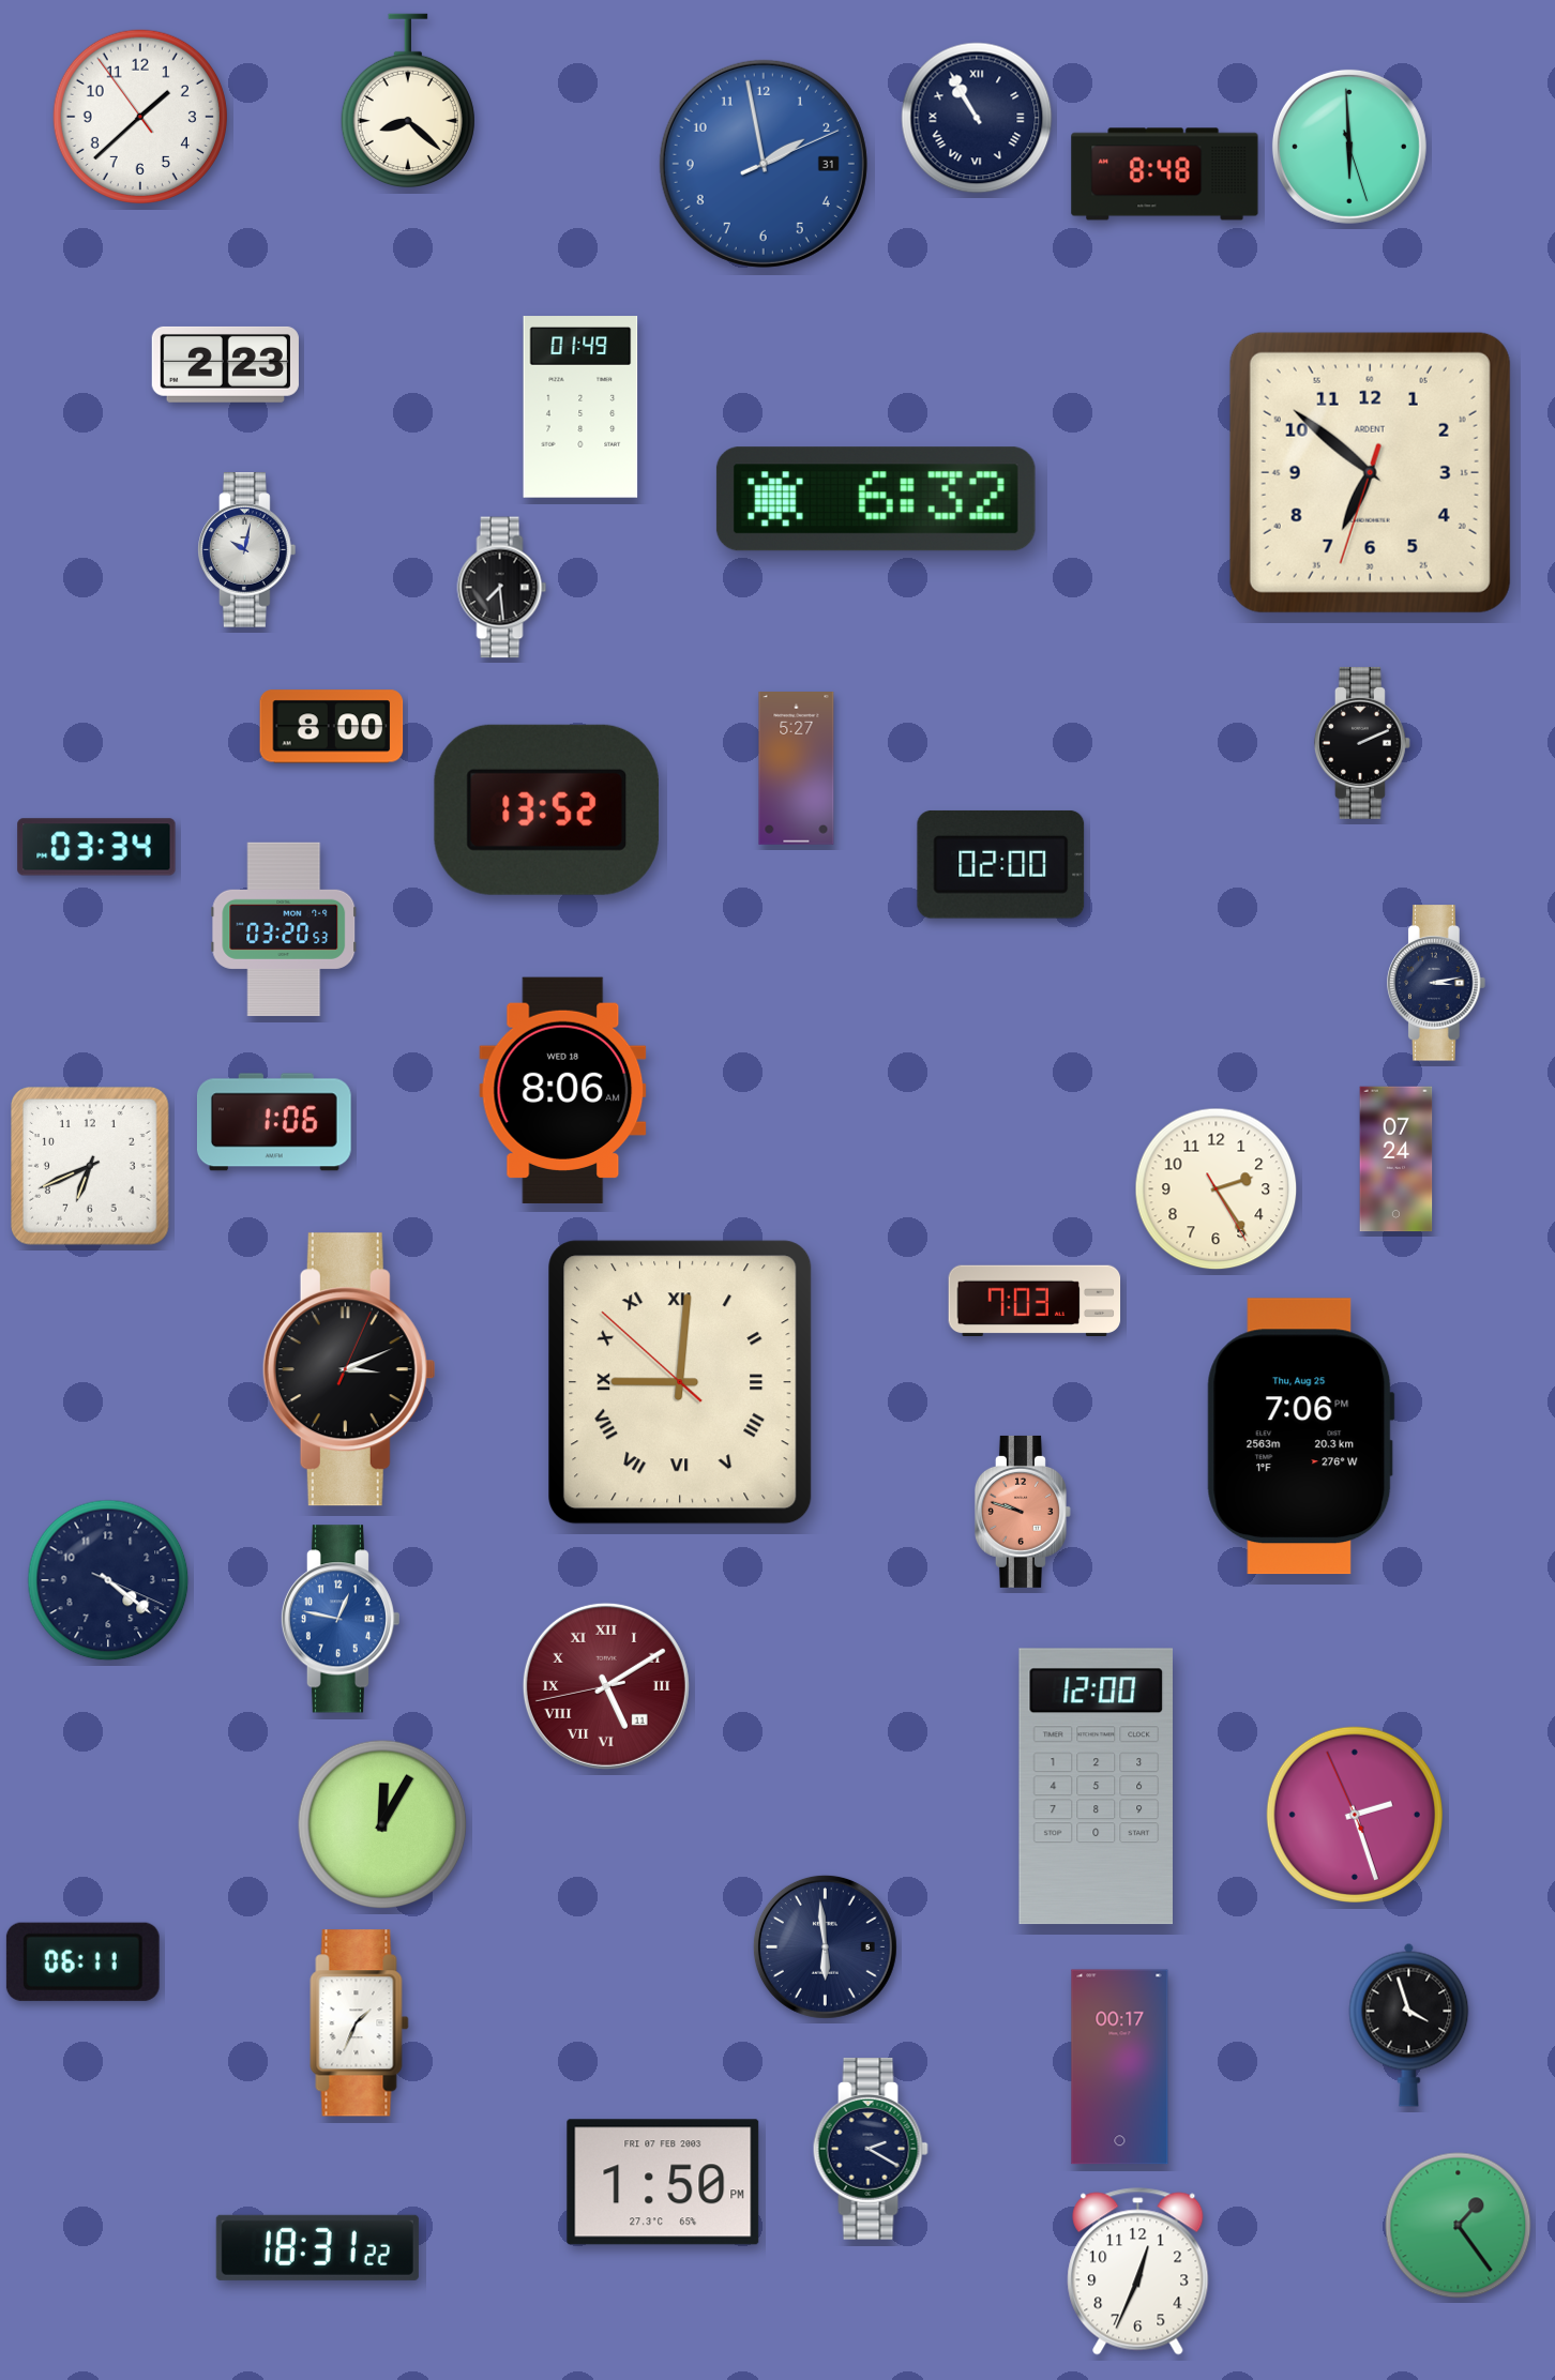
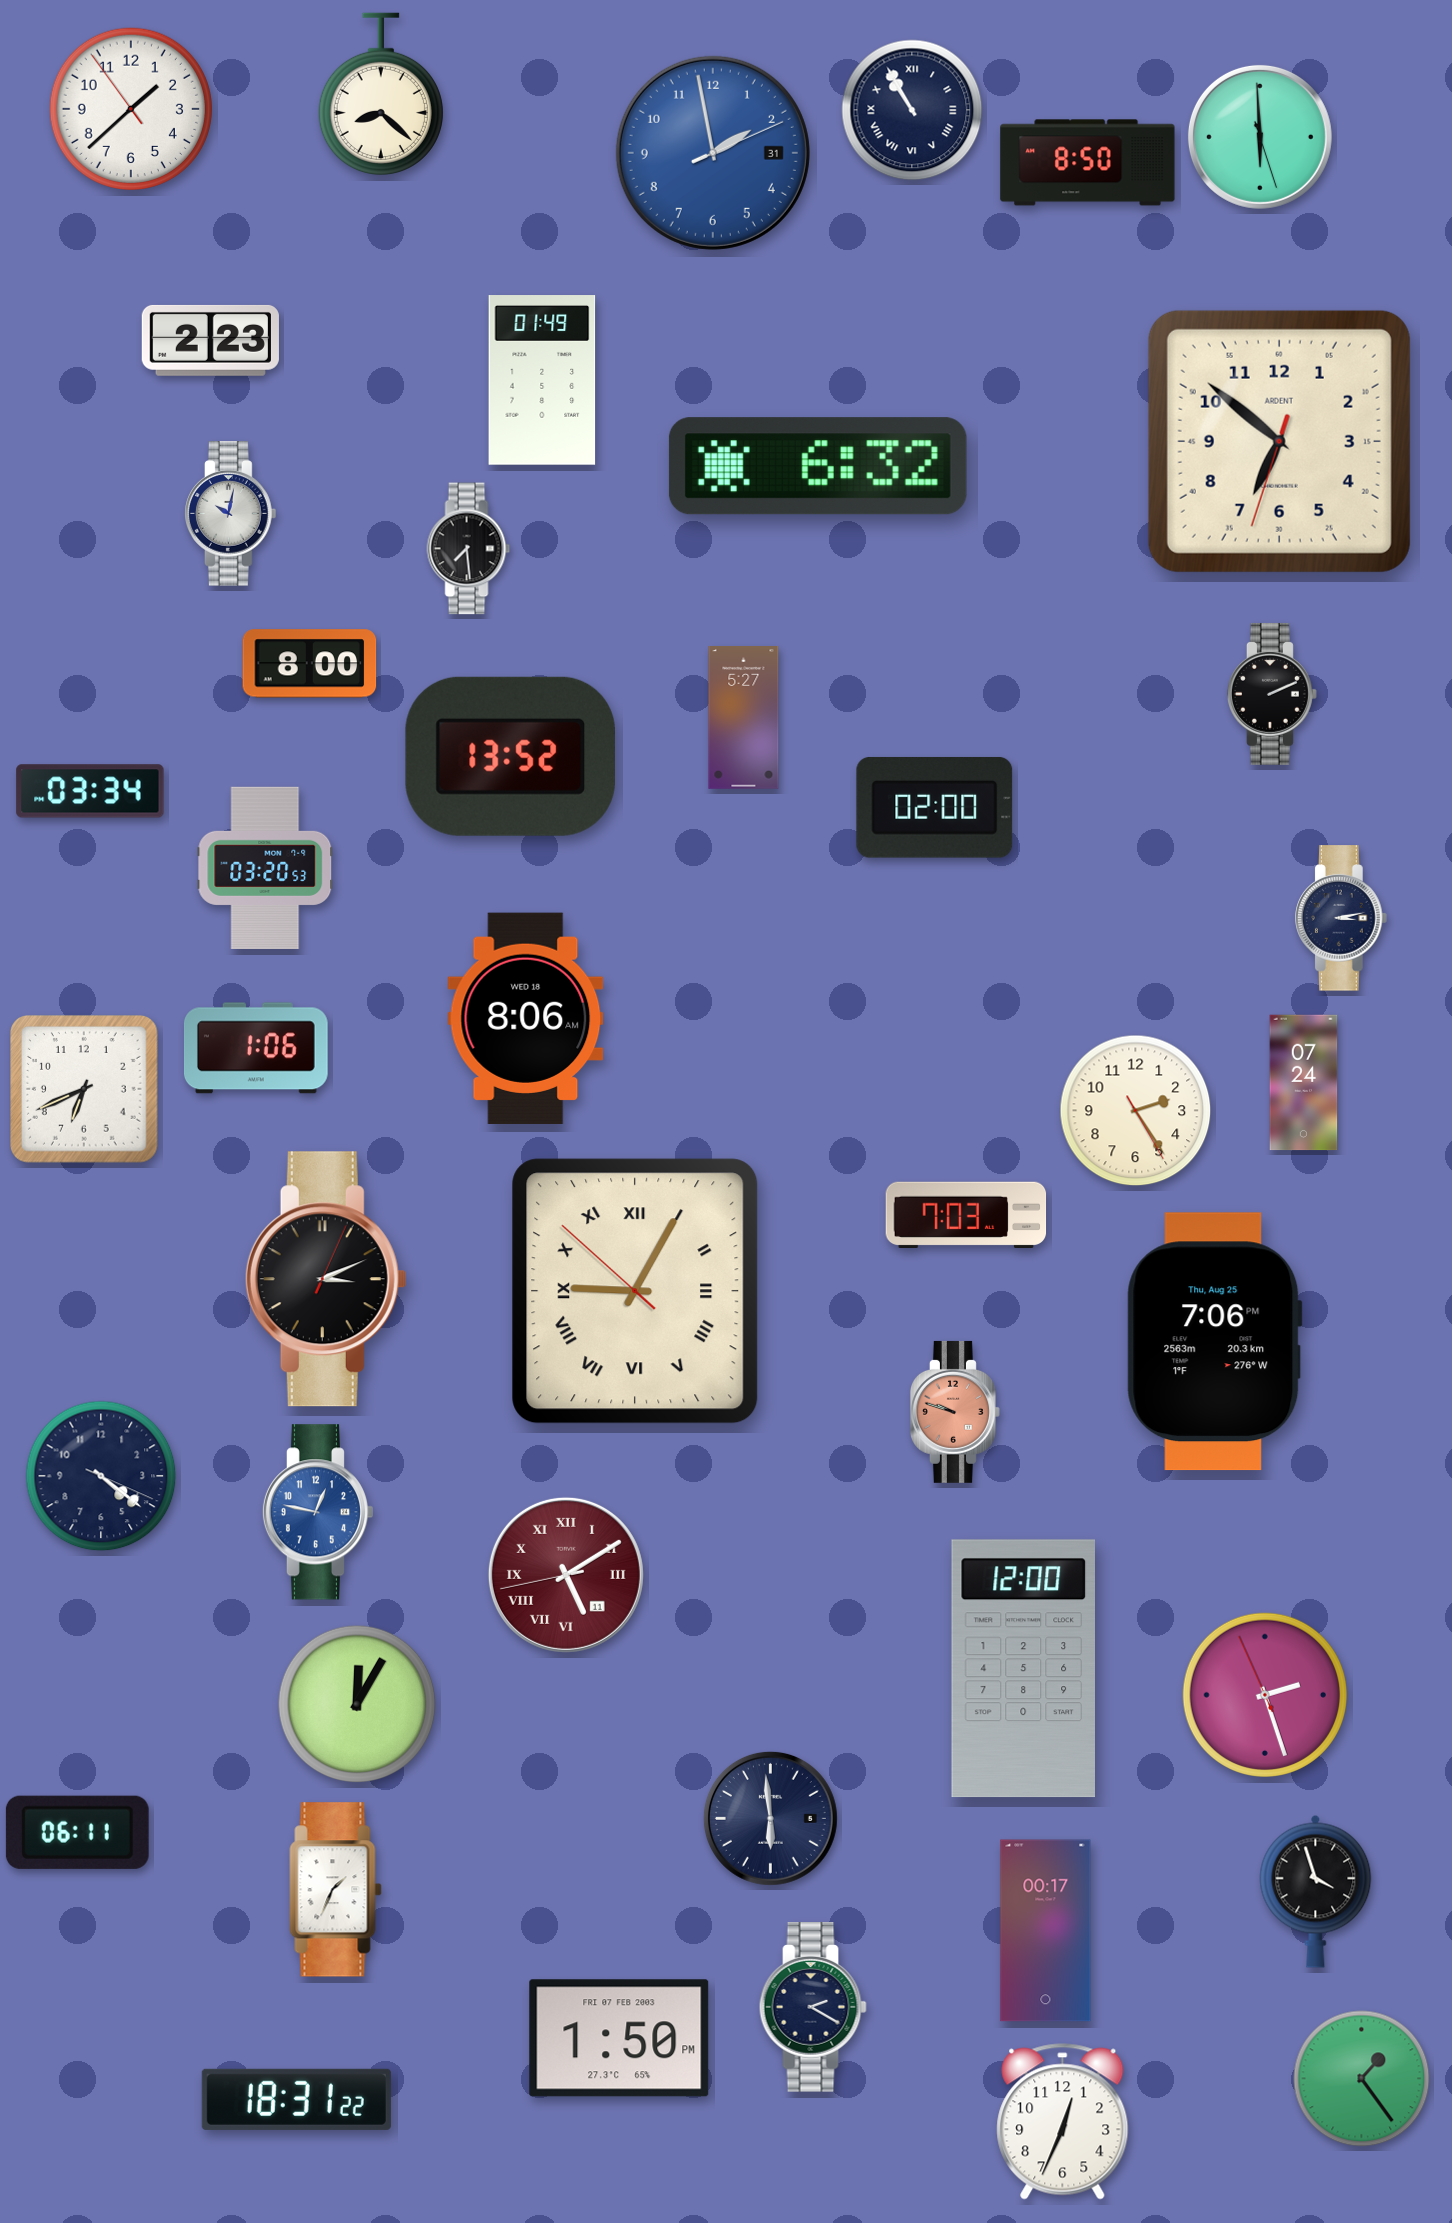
clock at (1165, 175): 8:48 -> 8:50
clock at (332, 727) position: (332, 727) -> (310, 664)
clock at (680, 1382): 9:00 -> 9:04
